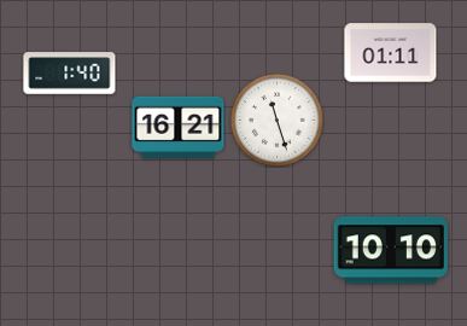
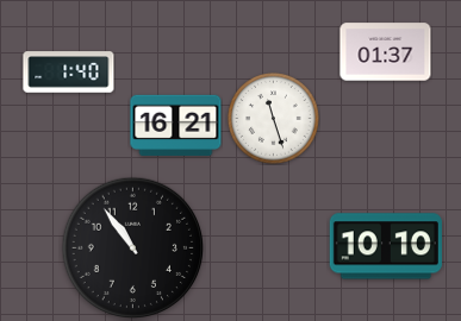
clock at (391, 53): 01:11 -> 01:37
clock at (132, 247): none -> 10:54
